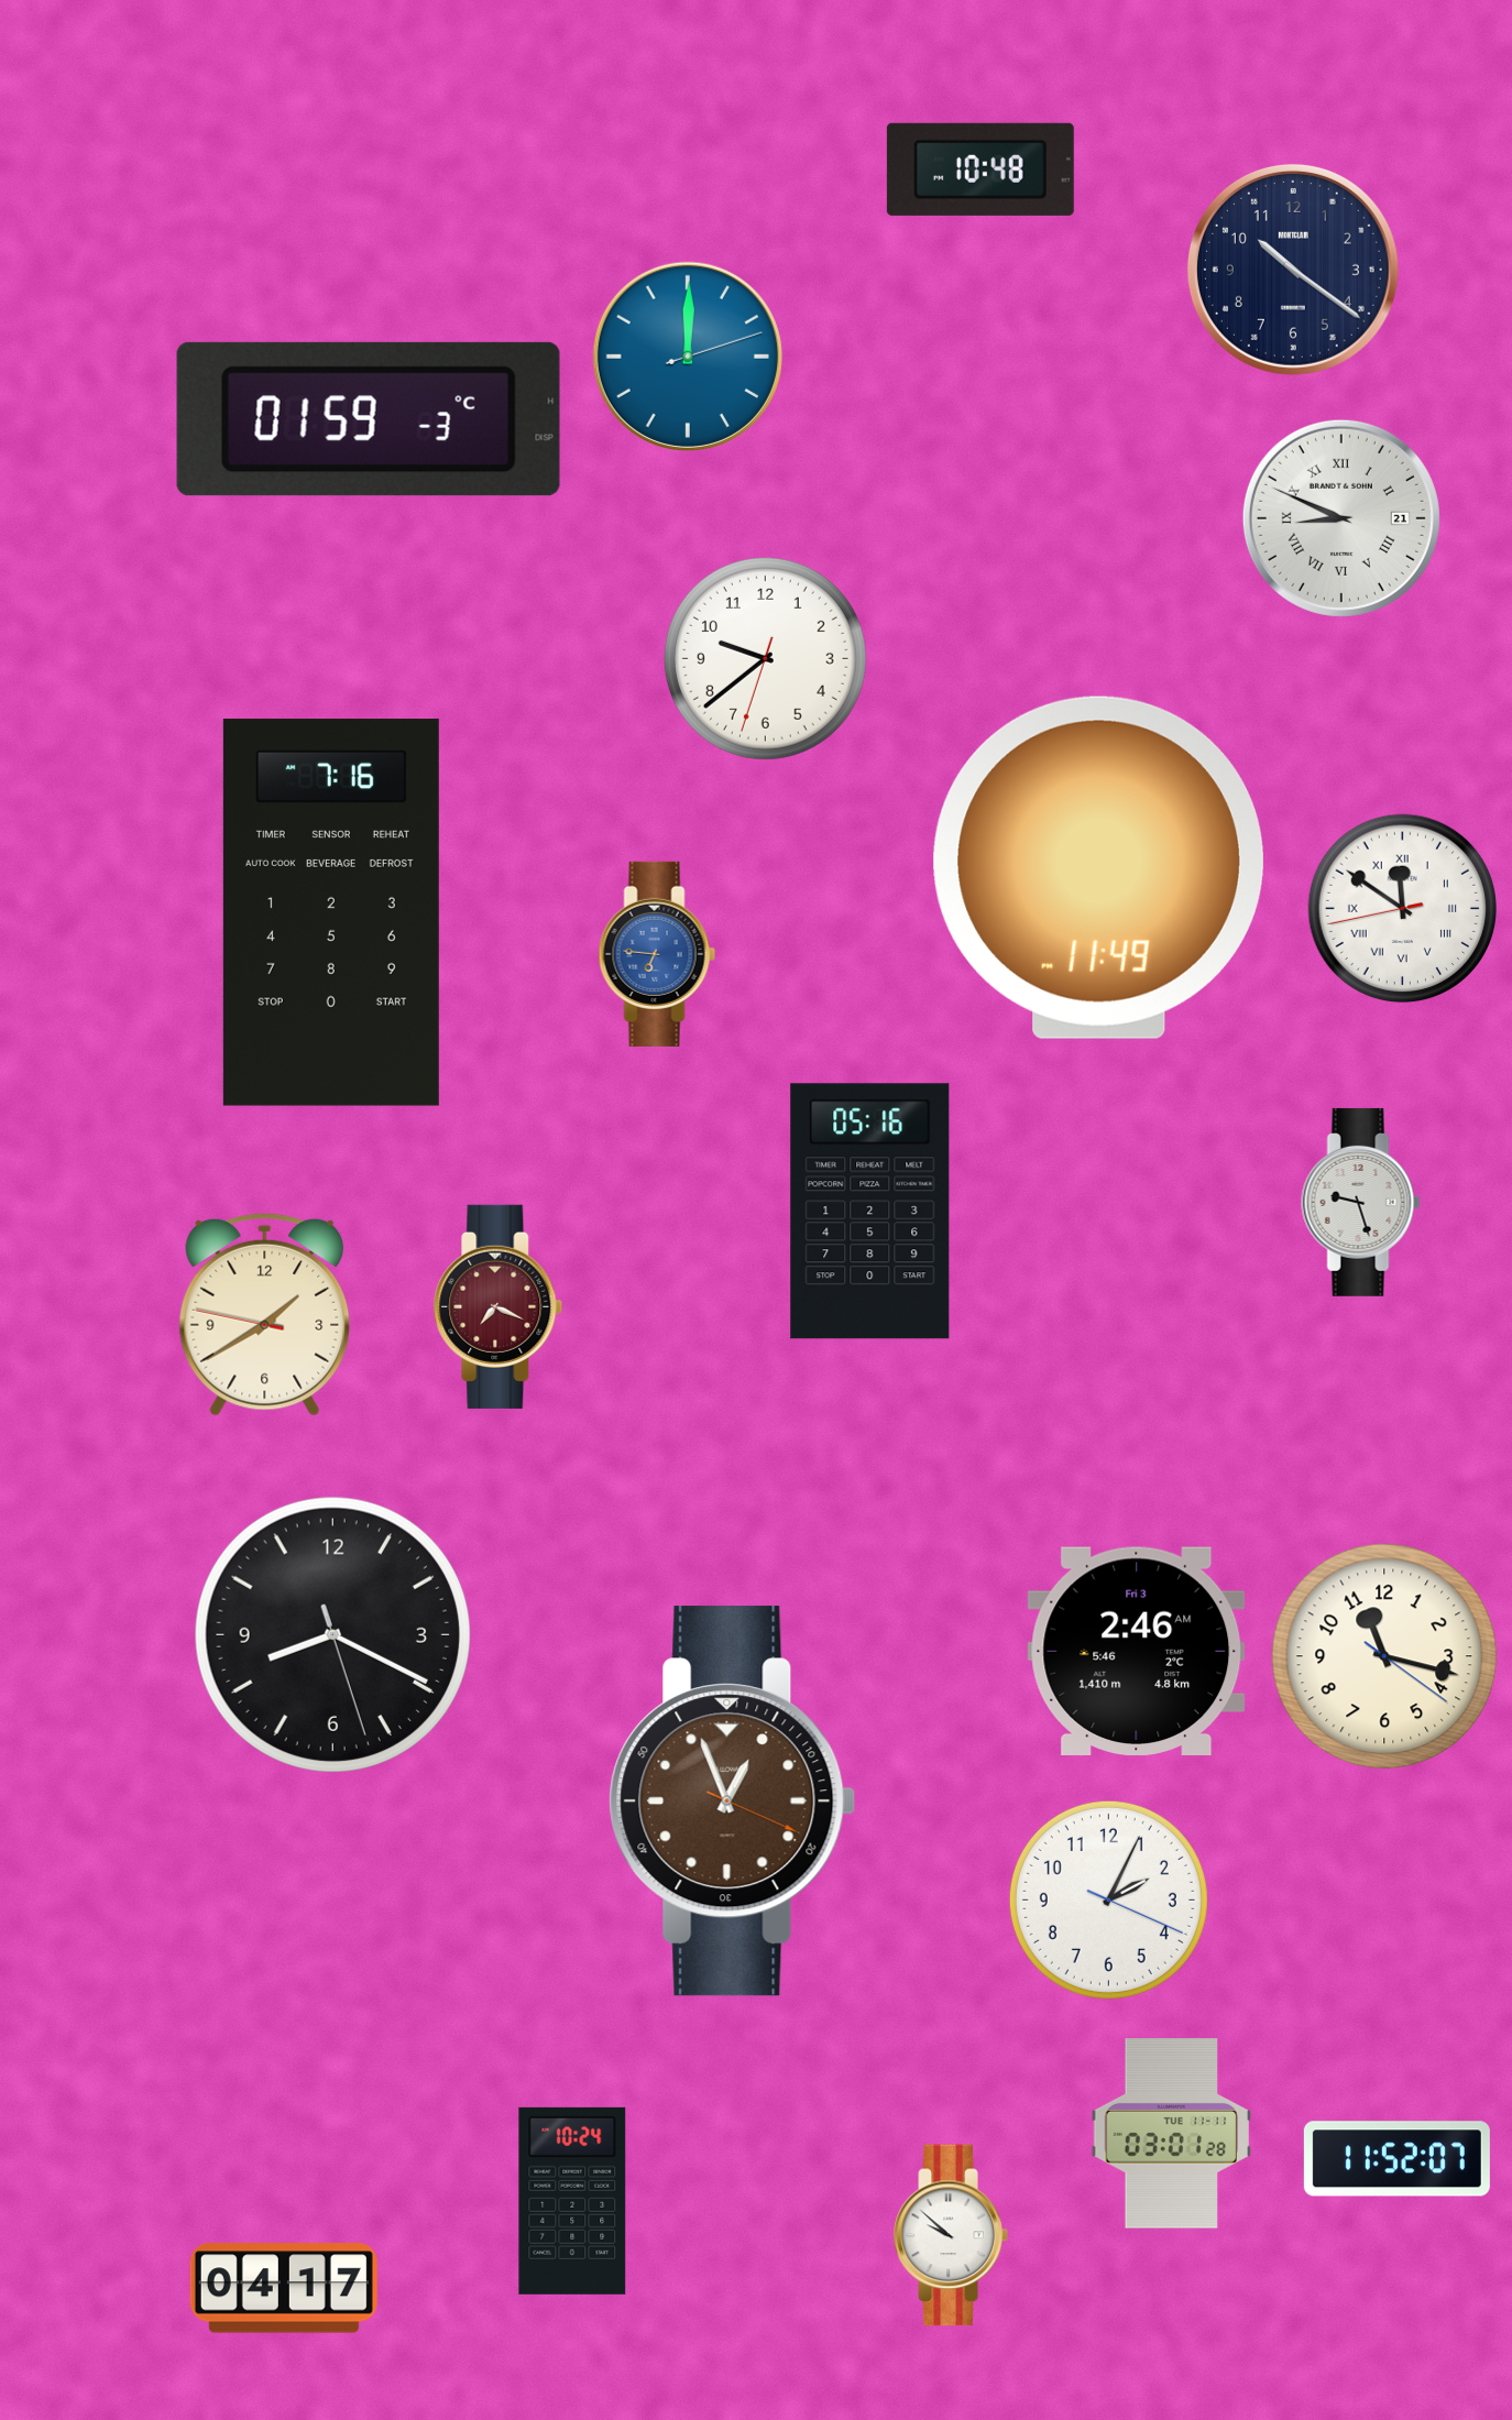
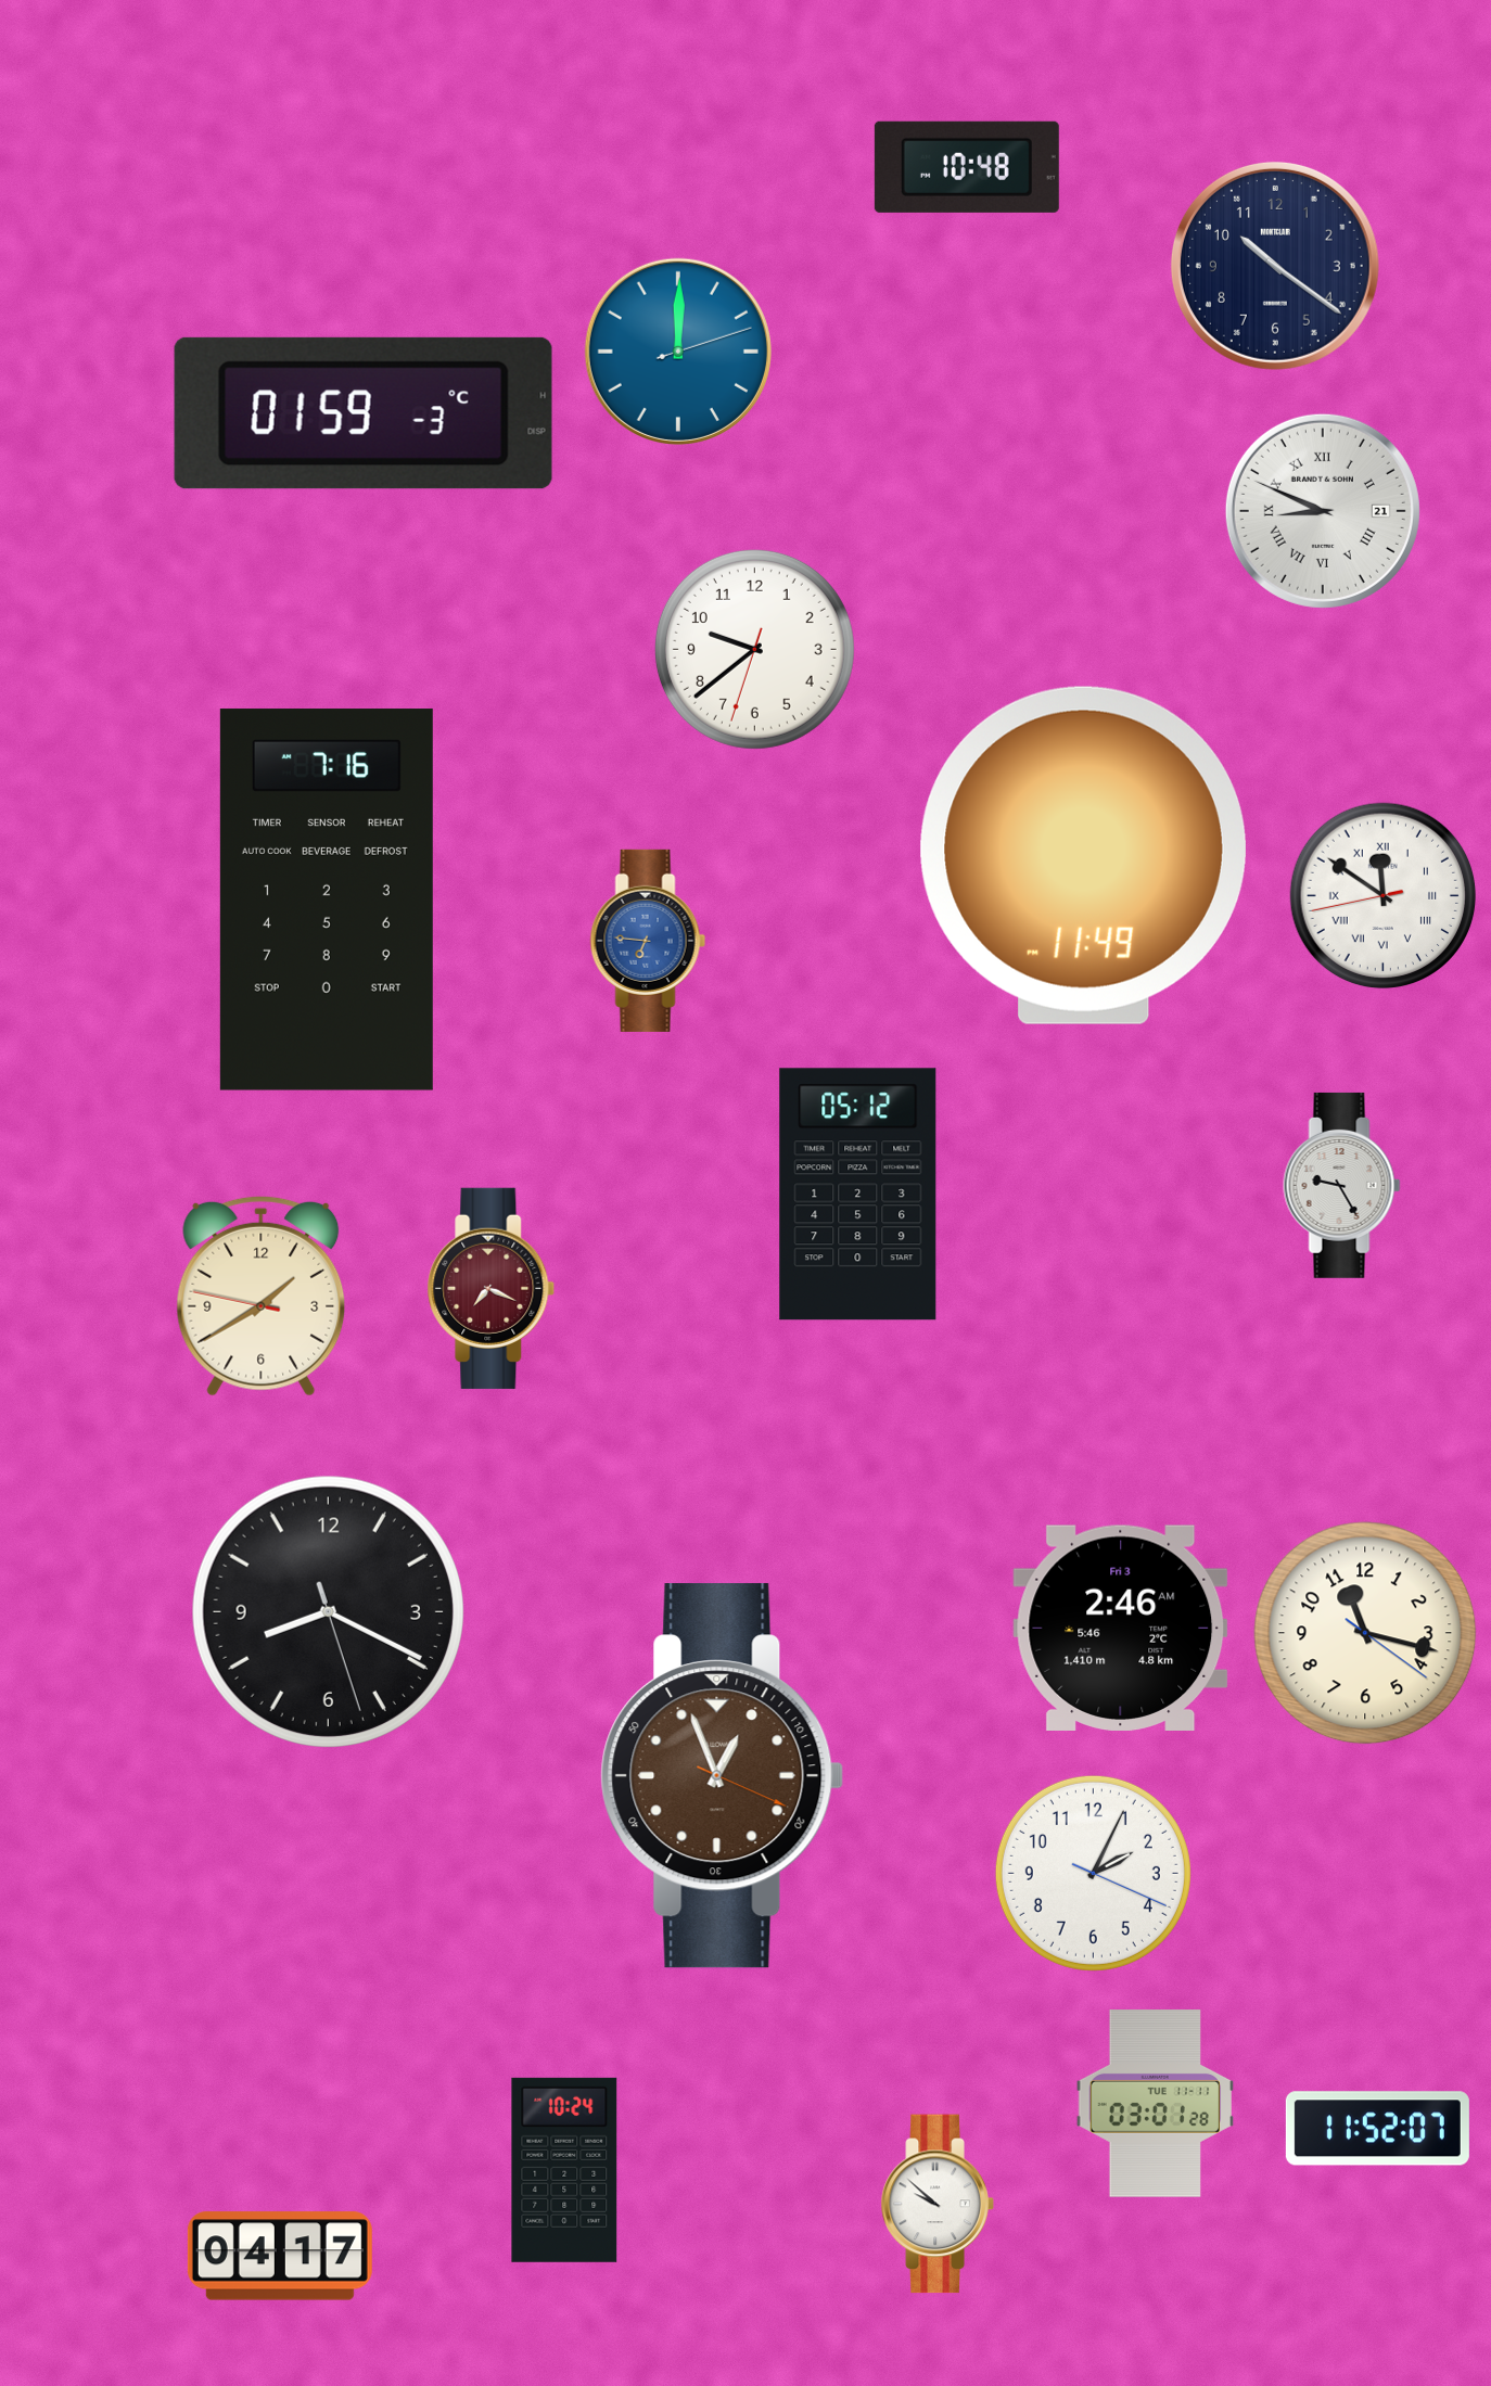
clock at (1361, 1202): 9:27 -> 9:25
clock at (870, 1212): 05:16 -> 05:12
